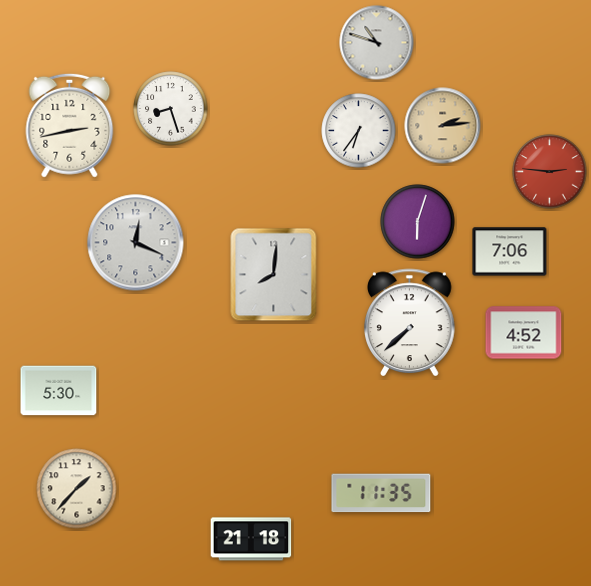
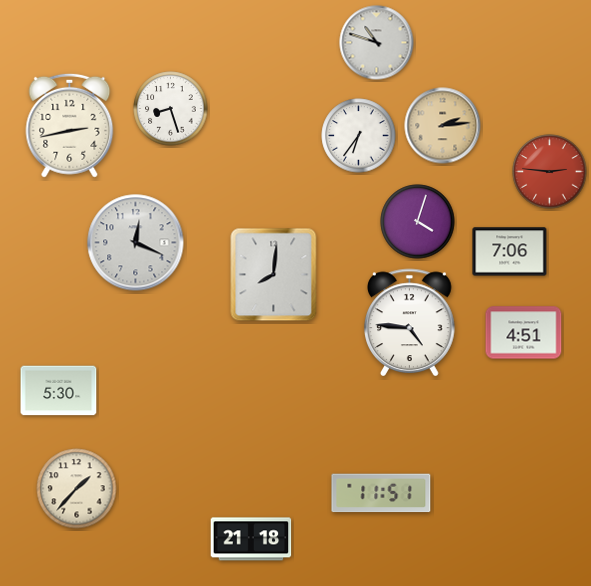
clock at (359, 131) position: (359, 131) -> (359, 136)
clock at (418, 222): 6:03 -> 4:03
clock at (410, 322): 7:38 -> 4:46
clock at (524, 333): 4:52 -> 4:51
clock at (381, 493): 11:35 -> 11:51
